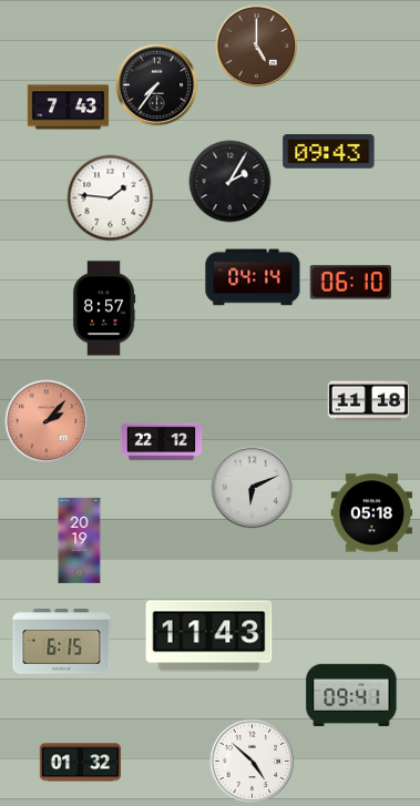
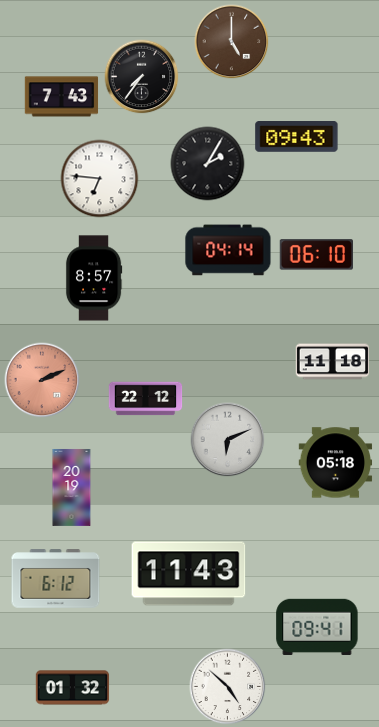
clock at (111, 198): 1:46 -> 6:46
clock at (47, 421): 2:07 -> 2:11
clock at (62, 642): 6:15 -> 6:12
